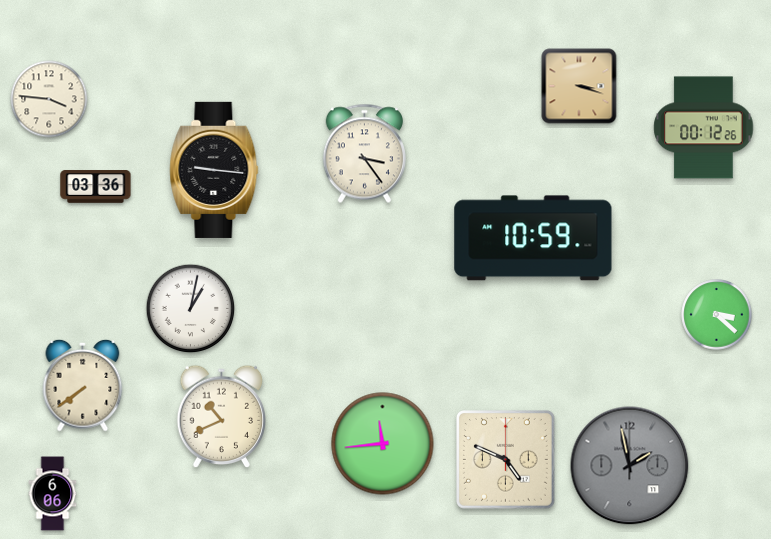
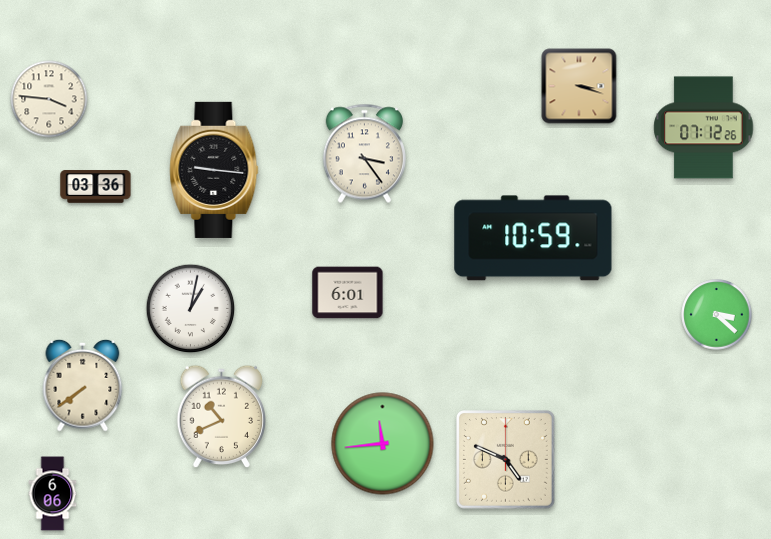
clock at (704, 128): 00:12 -> 07:12
clock at (348, 293): none -> 6:01
clock at (630, 466): 1:58 -> none
